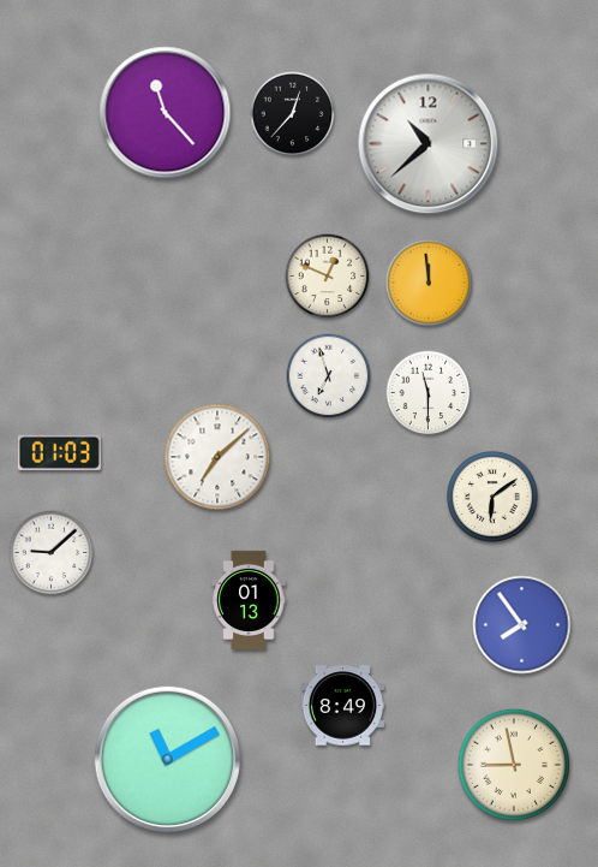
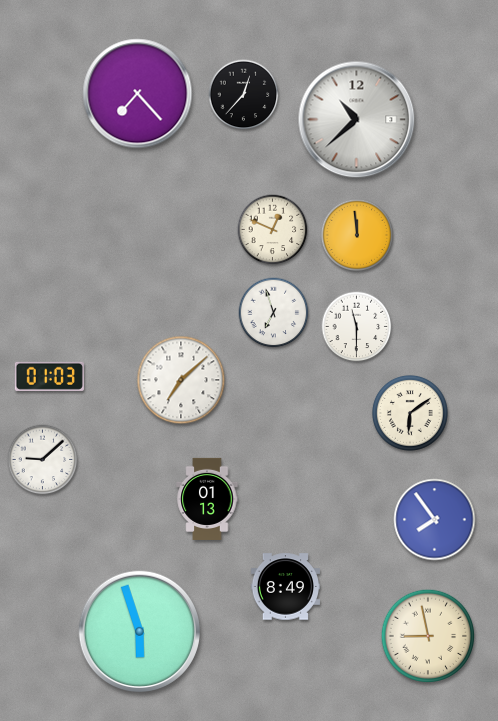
clock at (166, 113): 11:23 -> 7:23
clock at (167, 759): 11:10 -> 5:57
